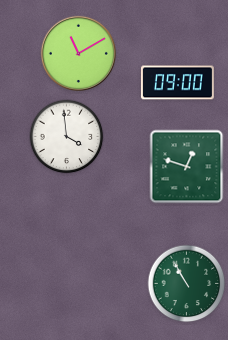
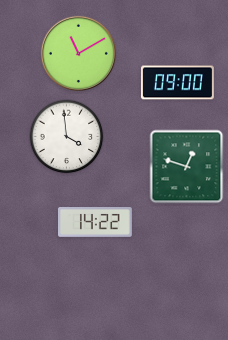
clock at (96, 223): none -> 14:22
clock at (187, 284): 10:55 -> none
